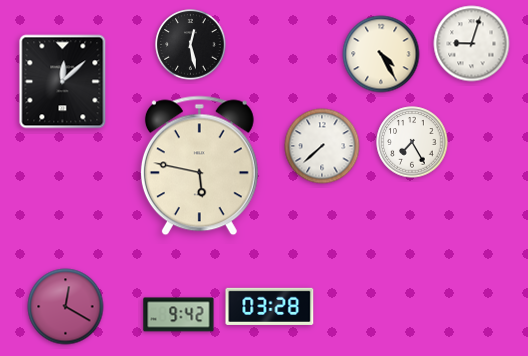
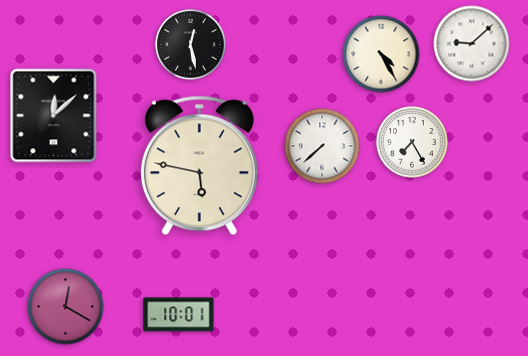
clock at (472, 44): 9:03 -> 9:08
clock at (63, 82) position: (63, 82) -> (54, 116)
clock at (270, 306): 03:28 -> none
clock at (179, 315): 9:42 -> 10:01
